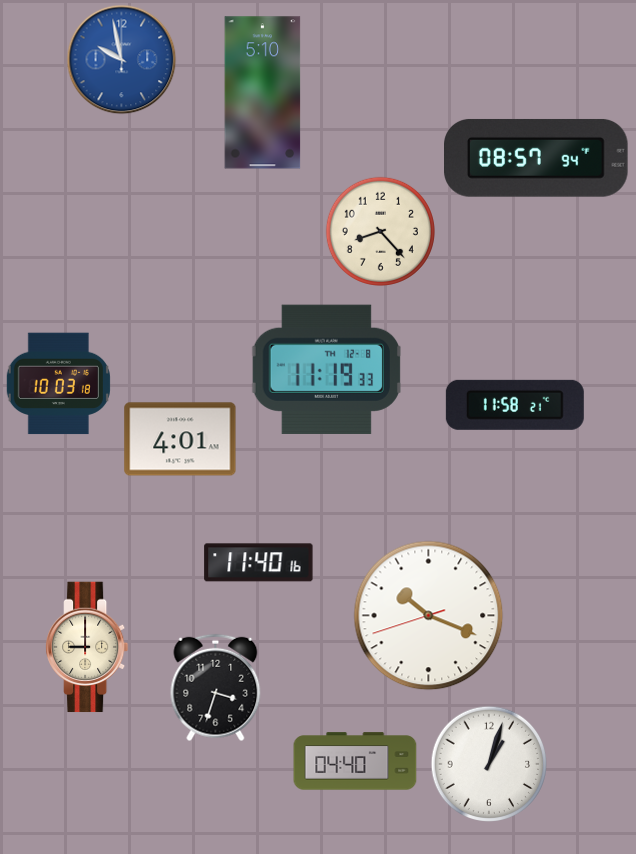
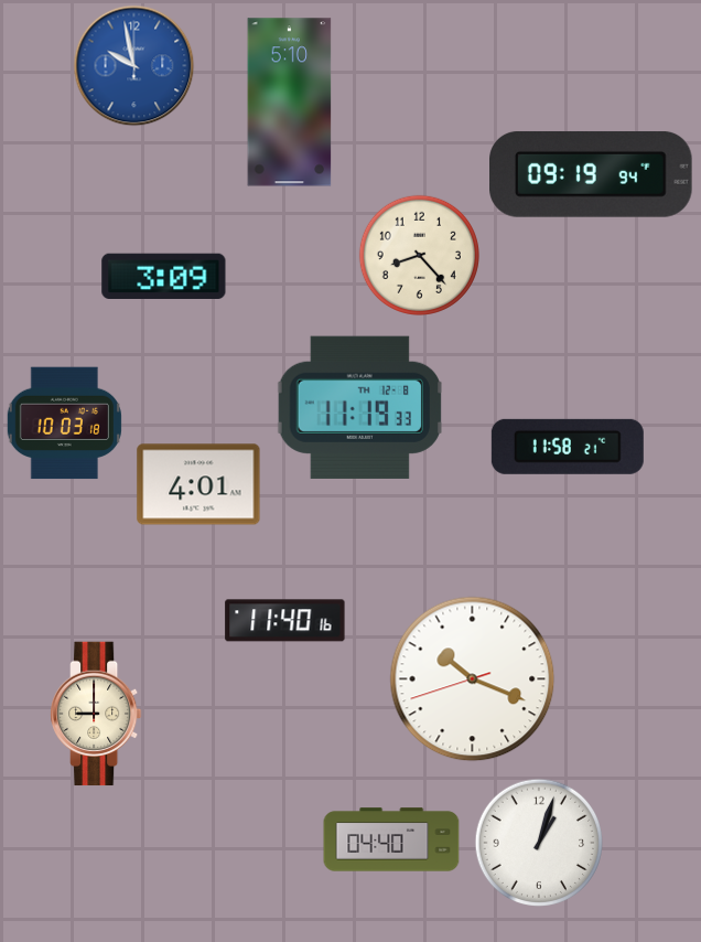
clock at (537, 158): 08:57 -> 09:19
clock at (164, 276): none -> 3:09
clock at (216, 688): 3:33 -> none
